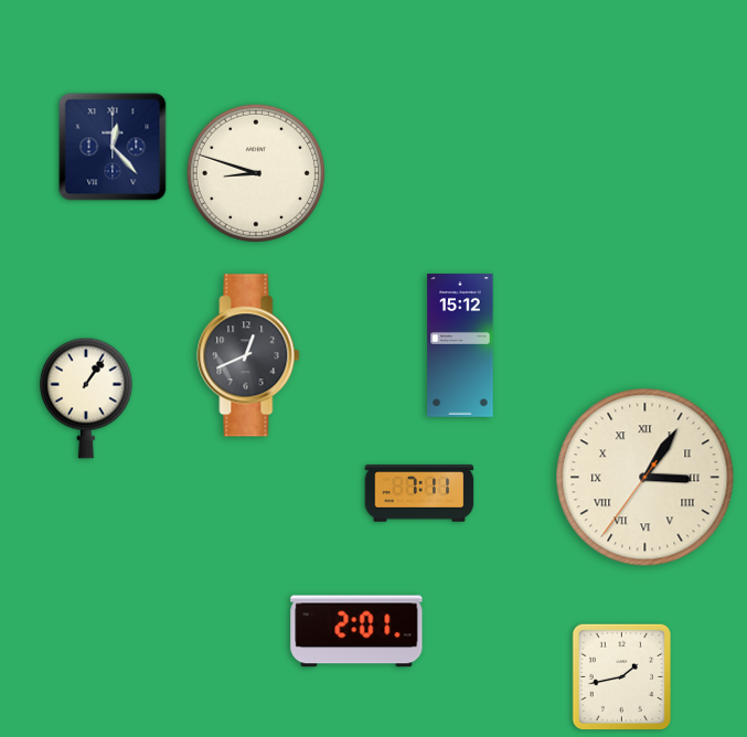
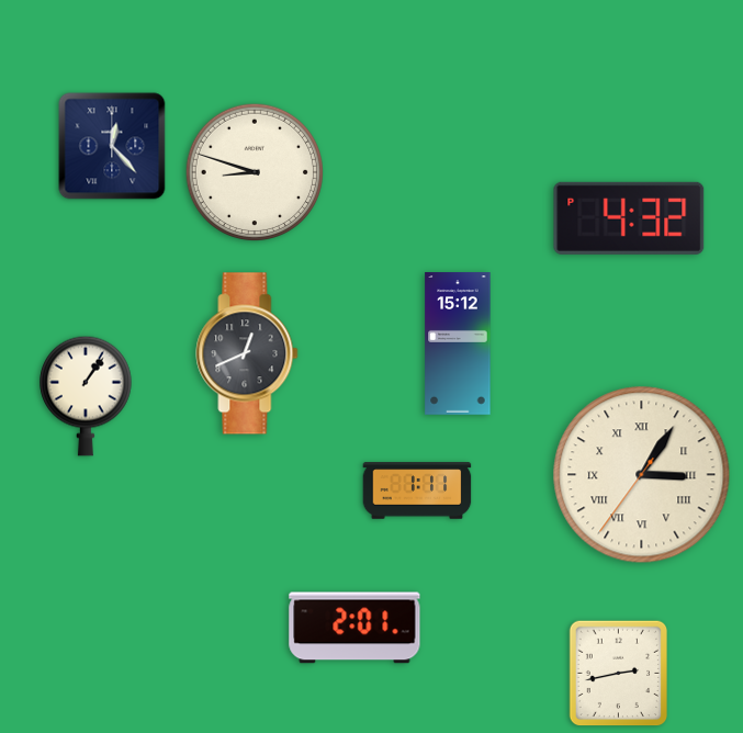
clock at (629, 218): none -> 4:32
clock at (419, 493): 7:11 -> 1:11
clock at (622, 677): 1:43 -> 2:43
